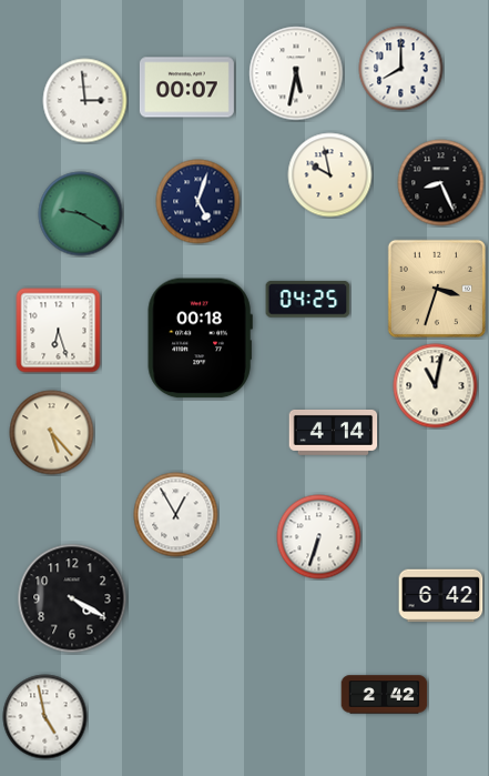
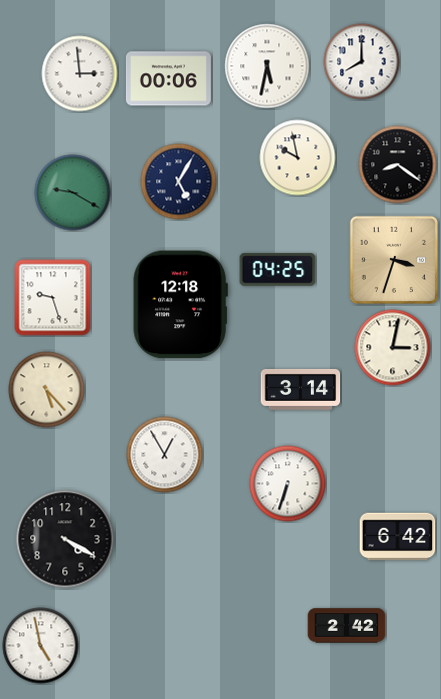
clock at (186, 88): 00:07 -> 00:06
clock at (85, 101) position: (85, 101) -> (80, 74)
clock at (441, 183): 8:26 -> 8:21
clock at (198, 202): 5:03 -> 5:05
clock at (59, 331): 6:27 -> 9:27
clock at (200, 339): 00:18 -> 12:18
clock at (436, 386): 11:02 -> 3:02
clock at (334, 432): 4:14 -> 3:14
clock at (176, 515) position: (176, 515) -> (165, 455)
